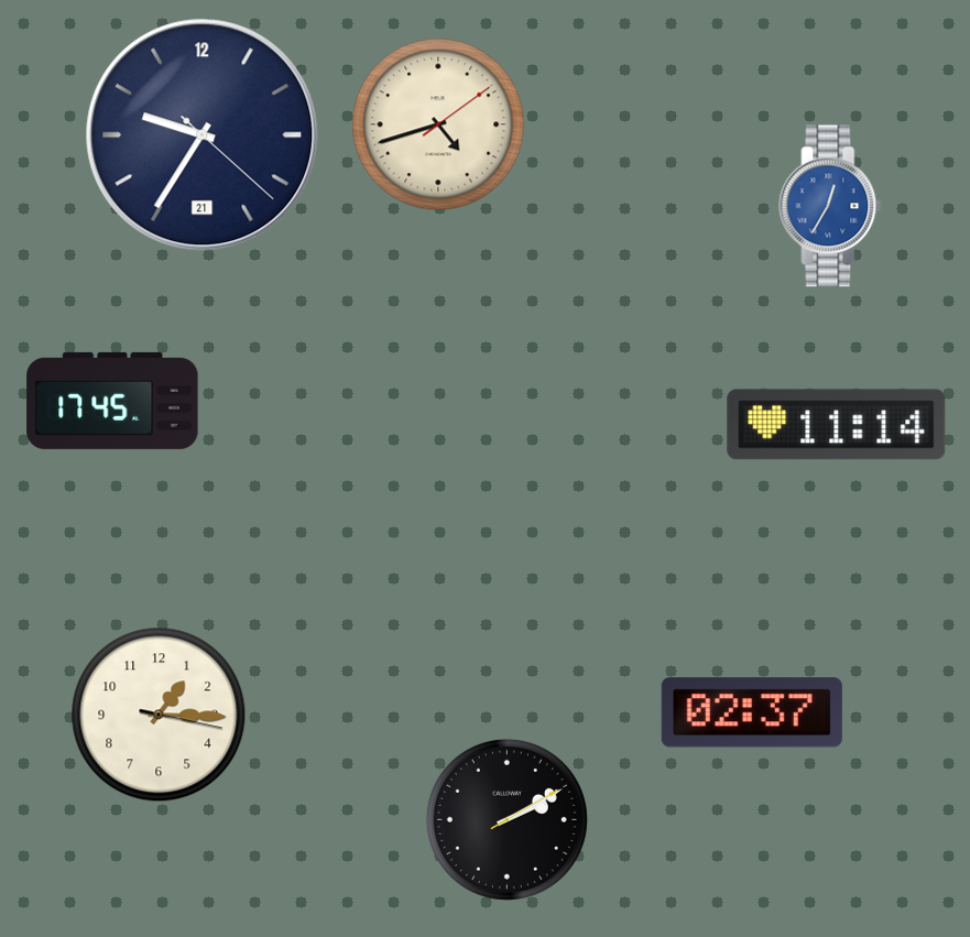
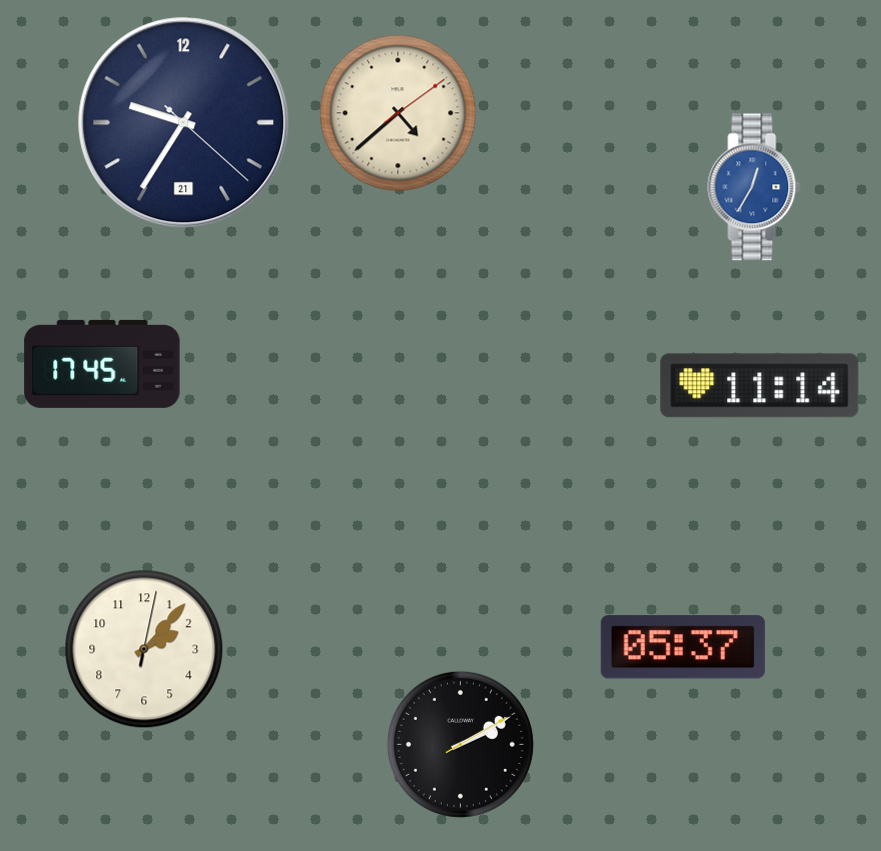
clock at (438, 124): 4:42 -> 4:38
clock at (752, 712): 02:37 -> 05:37
clock at (159, 715): 1:15 -> 2:07
